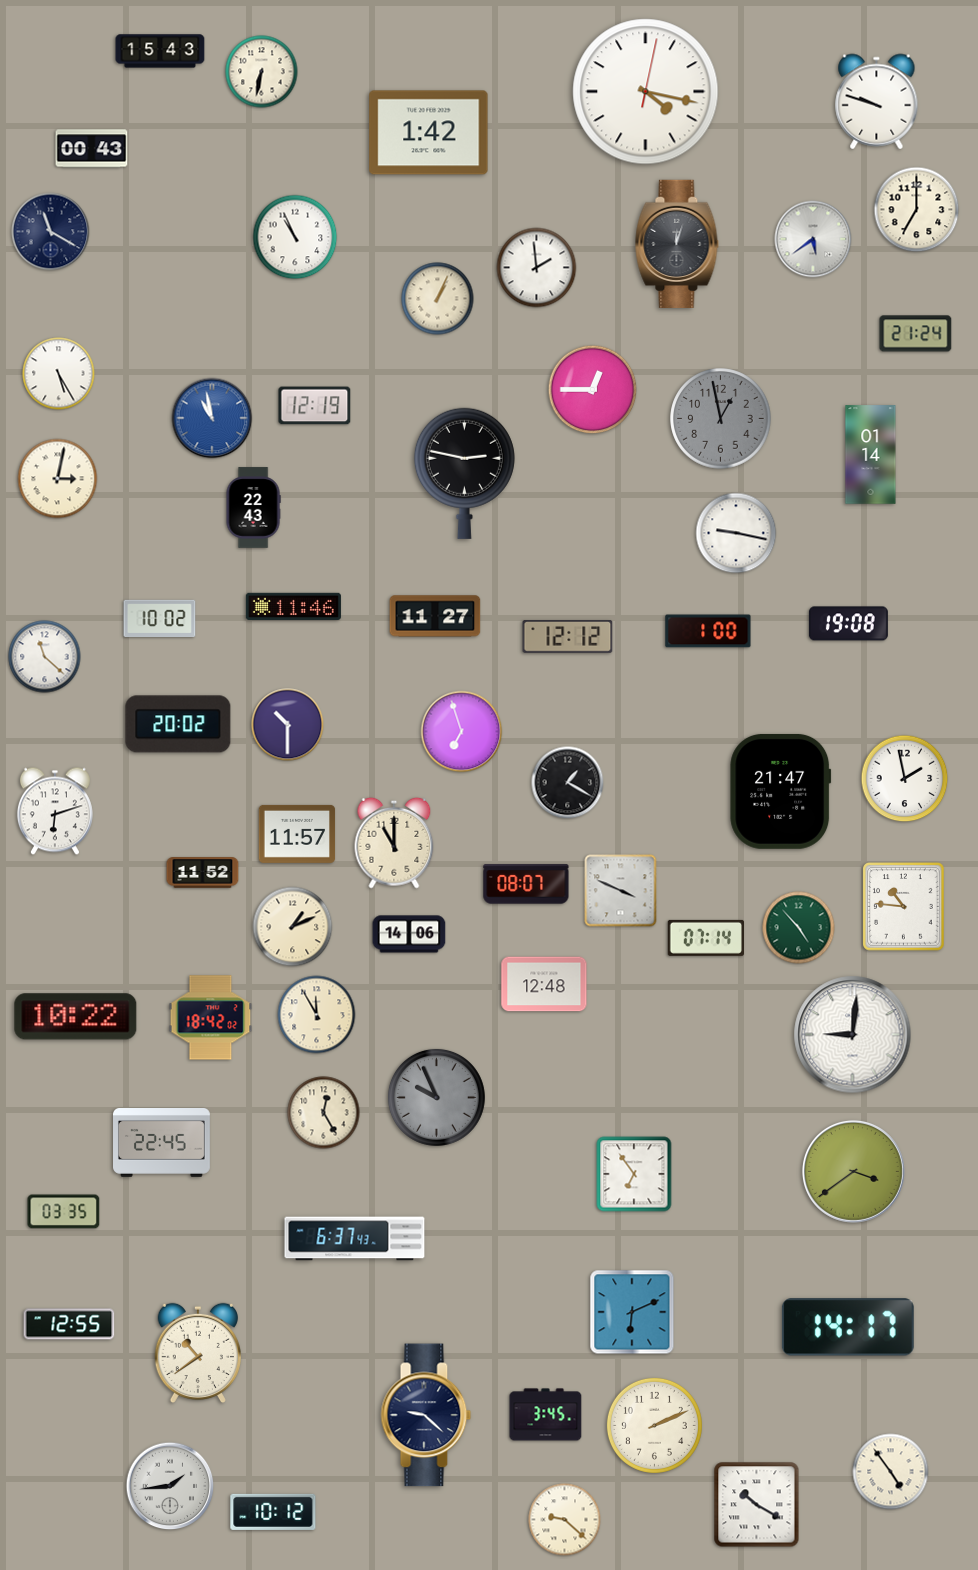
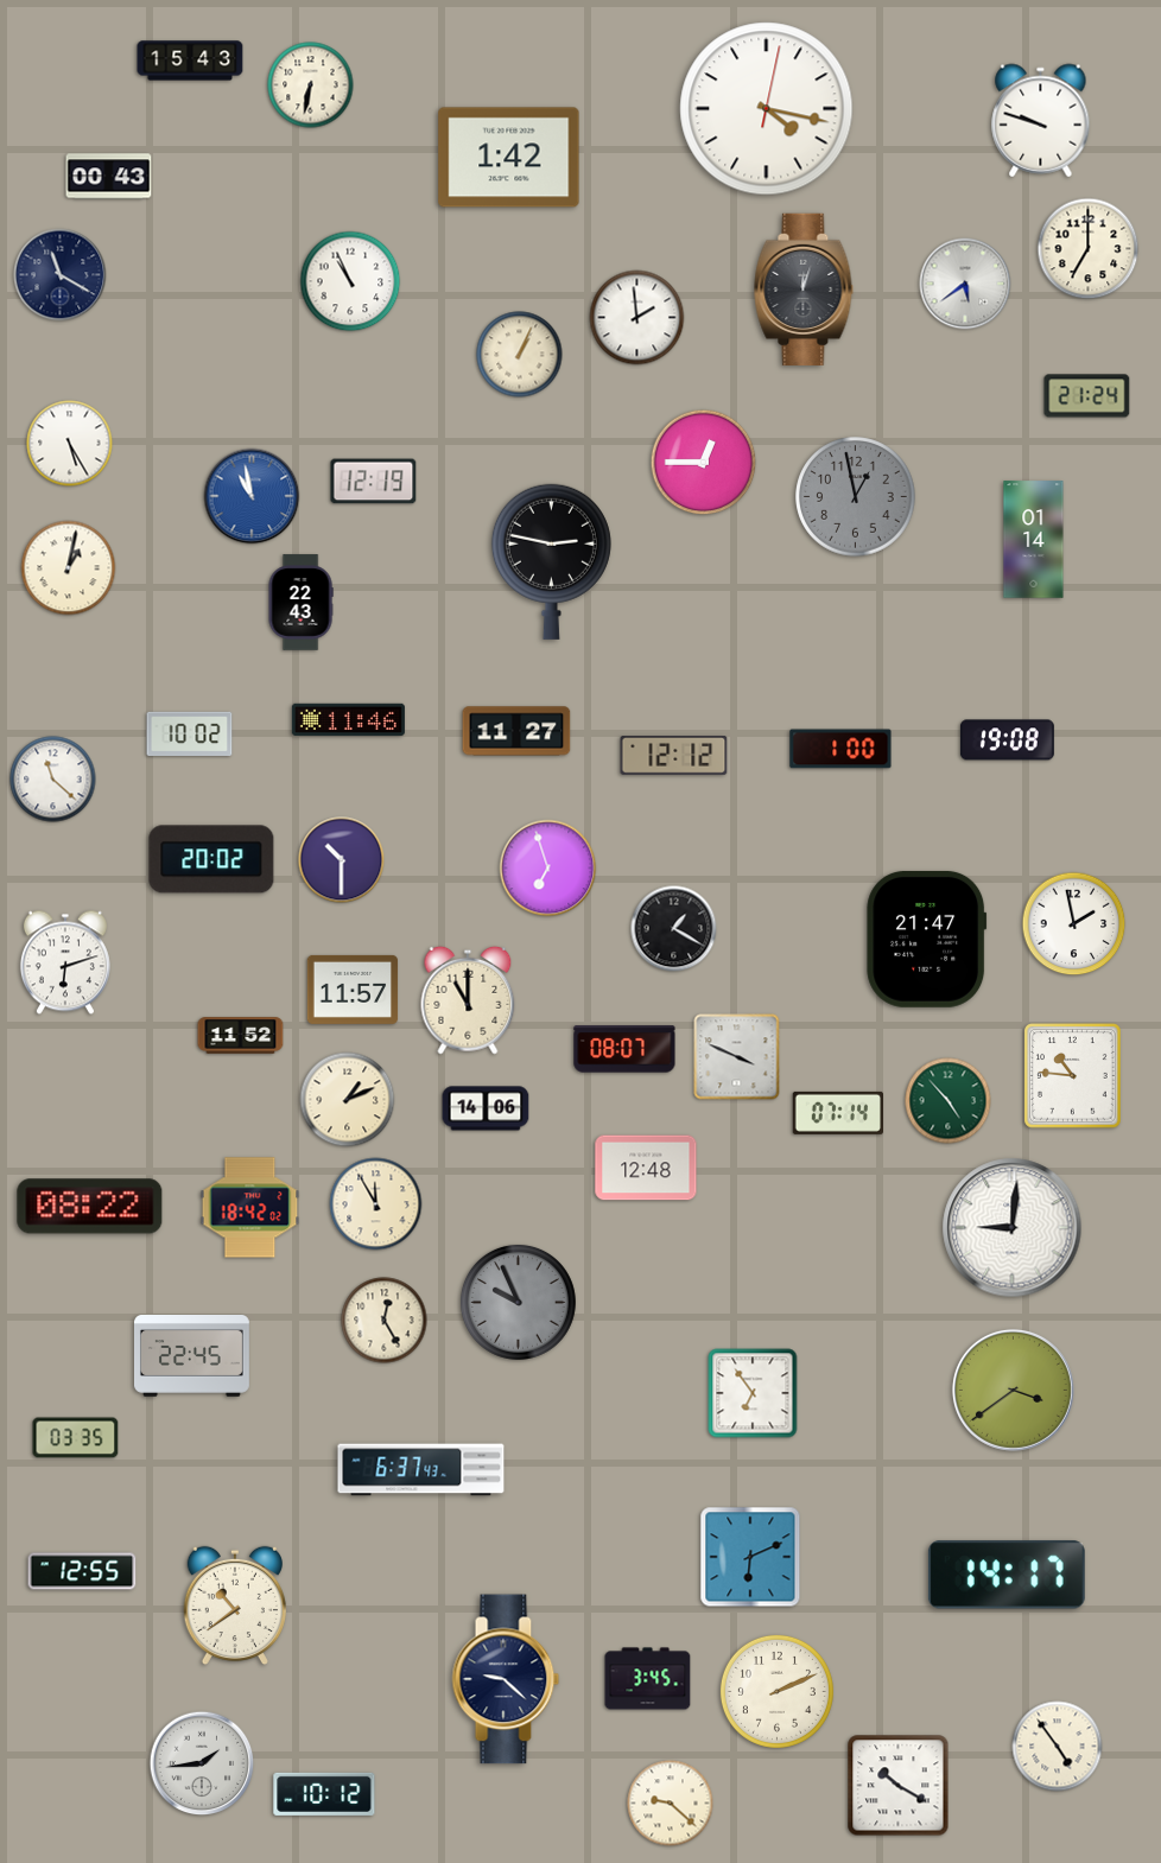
clock at (58, 479): 3:02 -> 1:02
clock at (736, 533): 9:17 -> none
clock at (76, 1017): 10:22 -> 08:22
